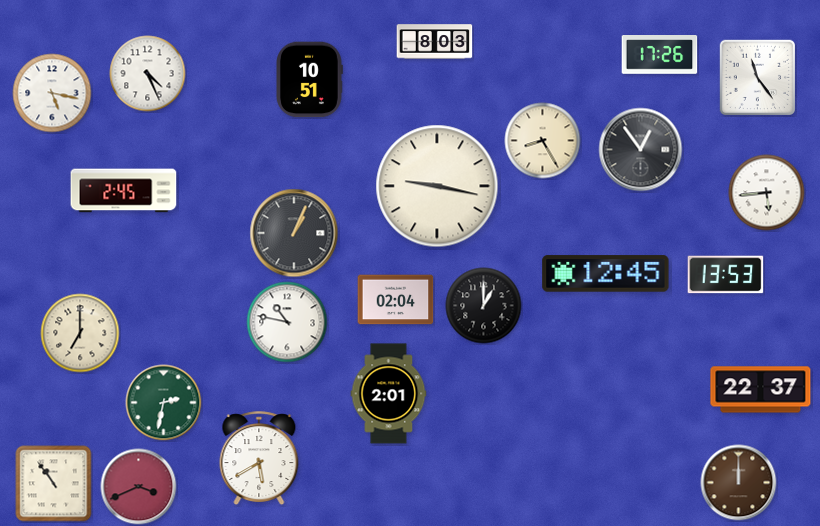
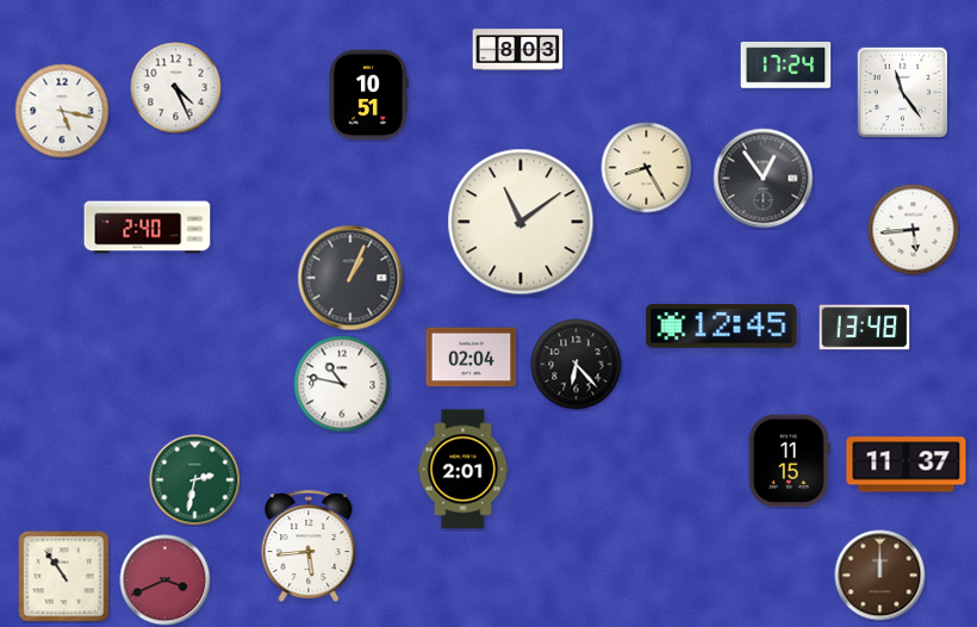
clock at (660, 55): 17:26 -> 17:24
clock at (437, 186): 9:17 -> 11:09
clock at (124, 191): 2:45 -> 2:40
clock at (726, 275): 13:53 -> 13:48
clock at (484, 306): 1:00 -> 6:23
clock at (80, 333): 7:00 -> none
clock at (789, 461): none -> 11:15
clock at (761, 390): 22:37 -> 11:37
clock at (259, 459): 5:40 -> 5:44
